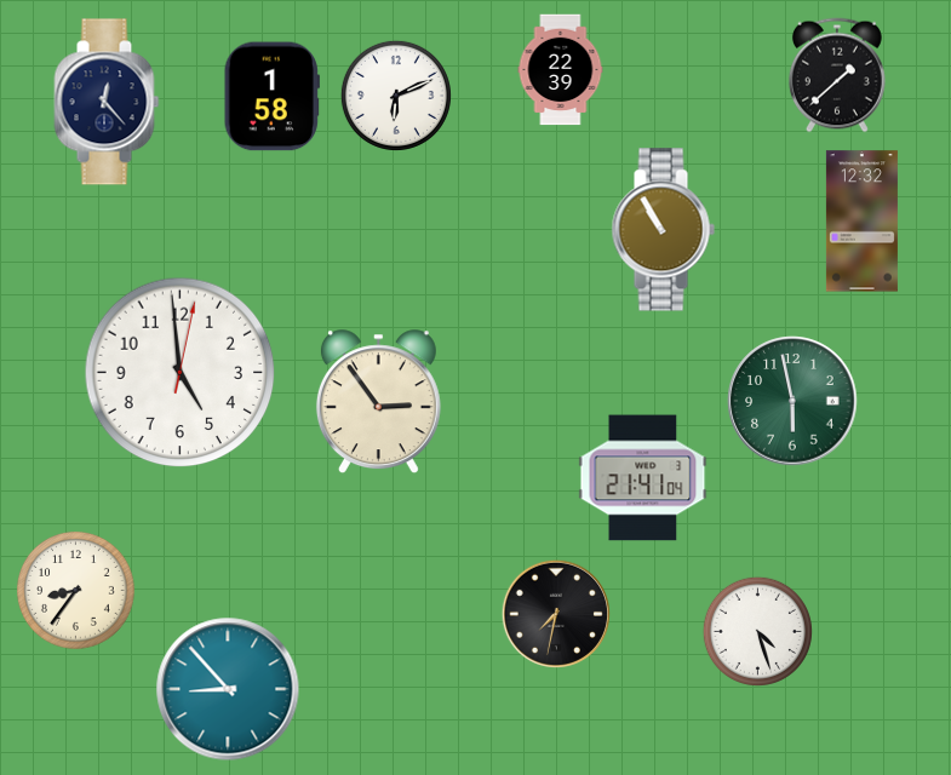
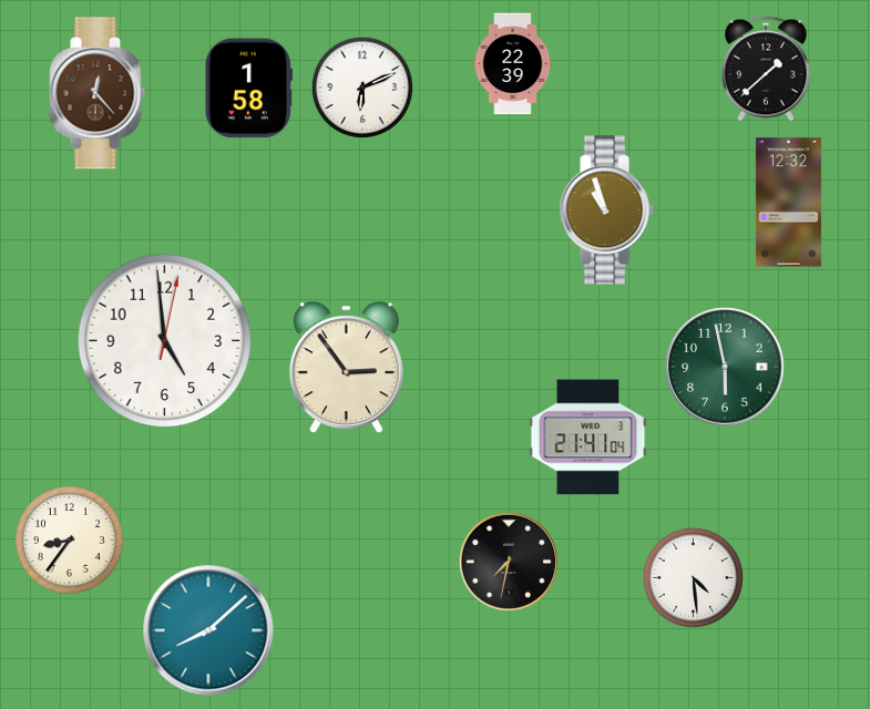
clock at (107, 102) dial: navy -> brown
clock at (663, 230): 10:55 -> 10:57
clock at (757, 631): 4:27 -> 4:29
clock at (228, 689): 8:53 -> 8:08
